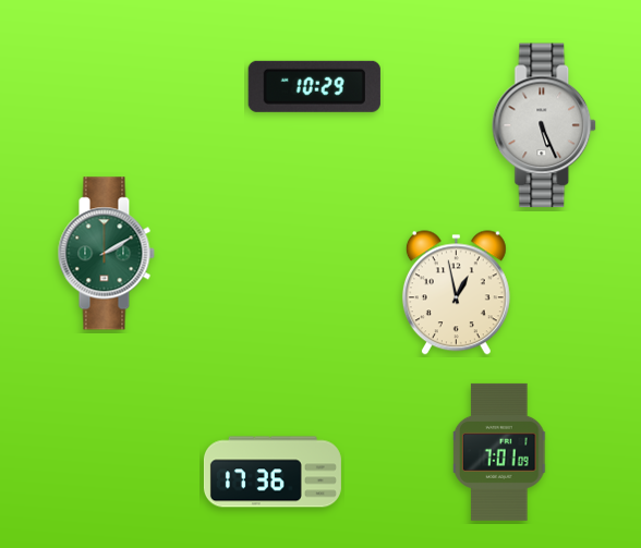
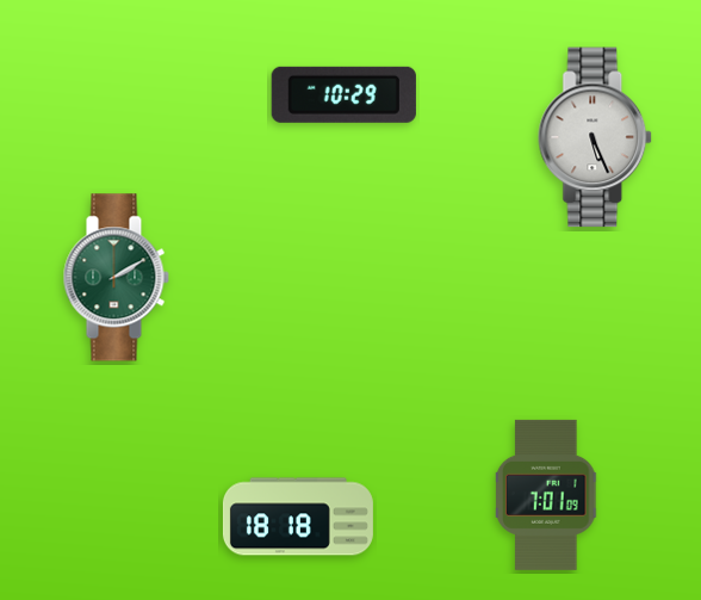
clock at (456, 293): 12:58 -> none
clock at (273, 472): 17:36 -> 18:18
